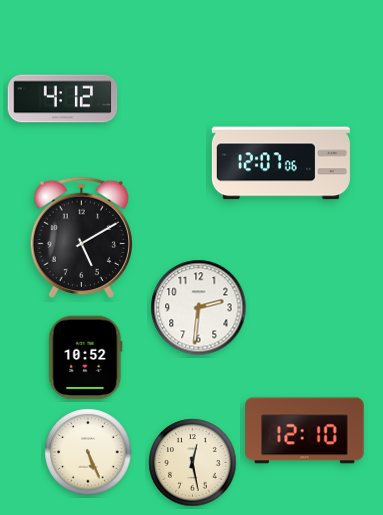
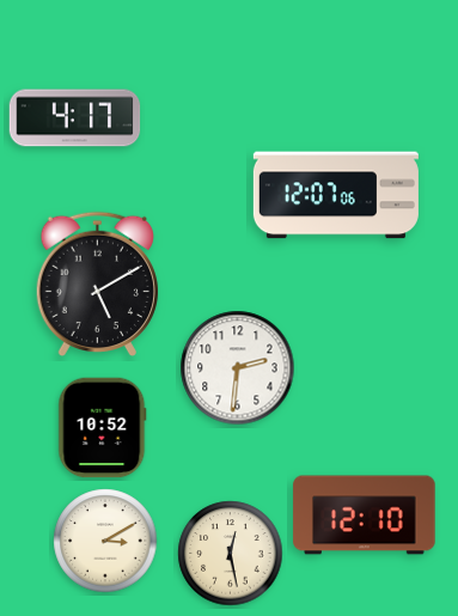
clock at (63, 99): 4:12 -> 4:17
clock at (88, 452): 5:26 -> 3:10
